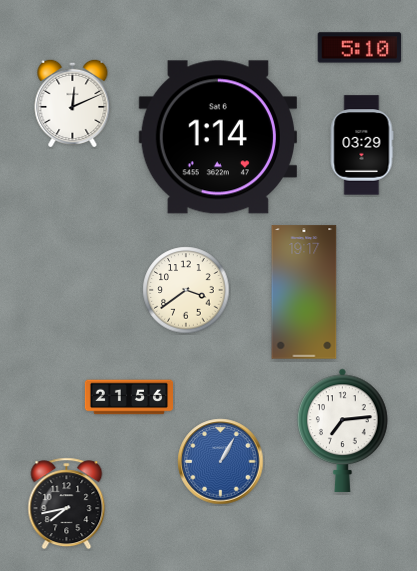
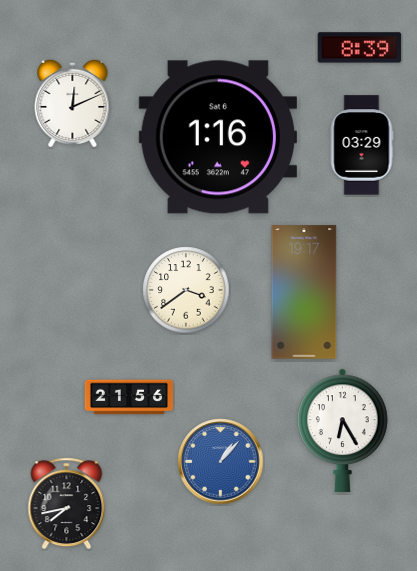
clock at (360, 48): 5:10 -> 8:39
clock at (218, 137): 1:14 -> 1:16
clock at (343, 430): 7:14 -> 6:25
clock at (221, 462): 1:05 -> 1:07
